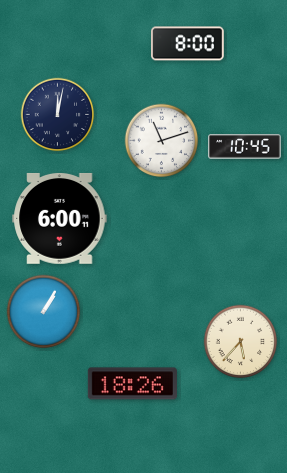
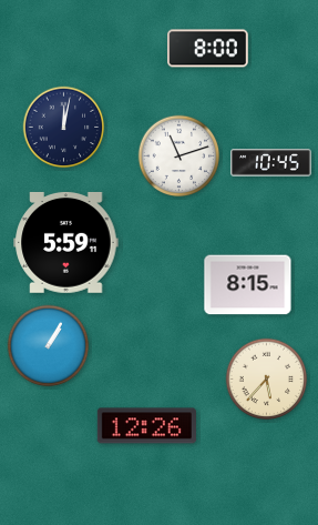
clock at (60, 219): 6:00 -> 5:59
clock at (248, 285): none -> 8:15
clock at (132, 384): 18:26 -> 12:26
